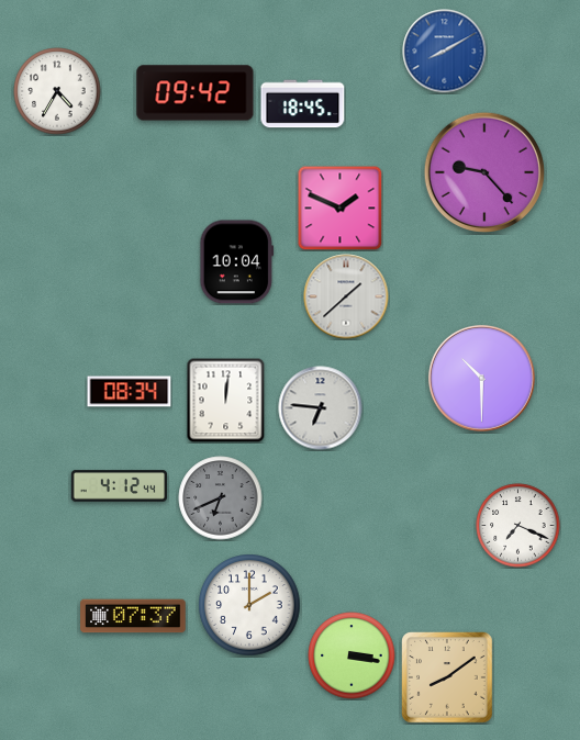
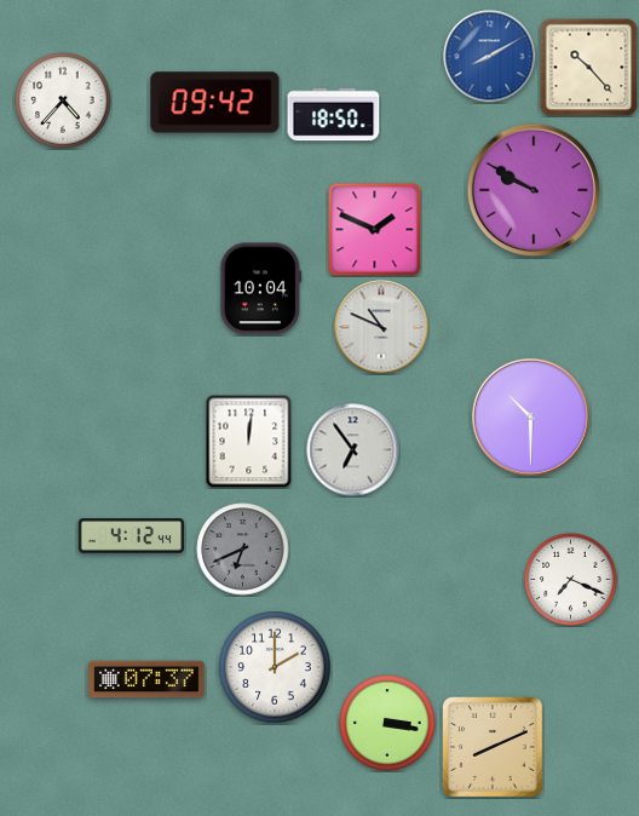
clock at (589, 68): none -> 10:23
clock at (57, 91): 4:35 -> 4:37
clock at (303, 104): 18:45 -> 18:50
clock at (483, 171): 9:23 -> 9:50
clock at (346, 296): 1:38 -> 10:49
clock at (130, 392): 08:34 -> none
clock at (321, 408): 6:46 -> 6:54
clock at (448, 679): 8:09 -> 8:11
